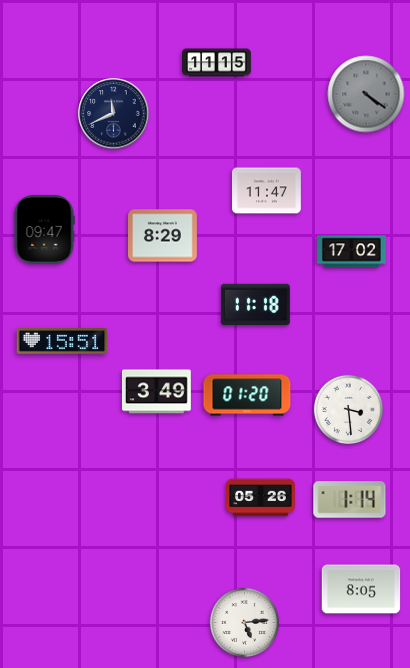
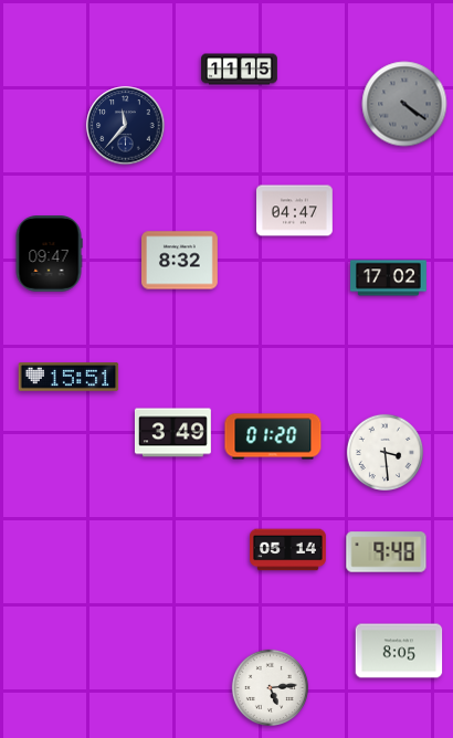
clock at (114, 114): 11:41 -> 11:37
clock at (267, 191): 11:47 -> 04:47
clock at (163, 236): 8:29 -> 8:32
clock at (255, 305): 11:18 -> none
clock at (261, 498): 05:26 -> 05:14
clock at (350, 500): 1:14 -> 9:48
